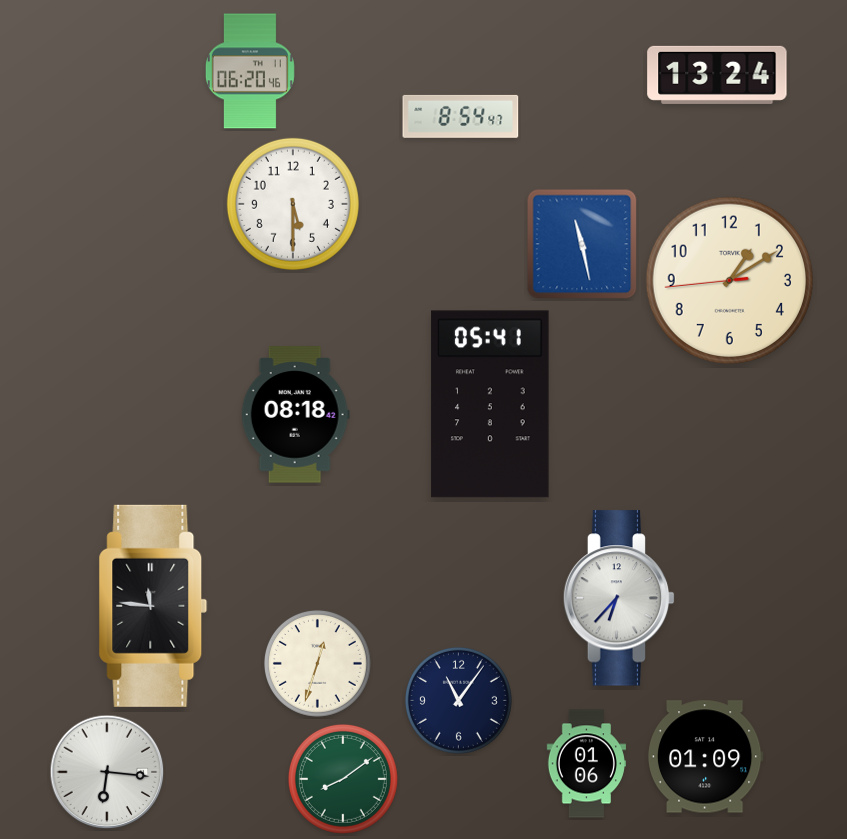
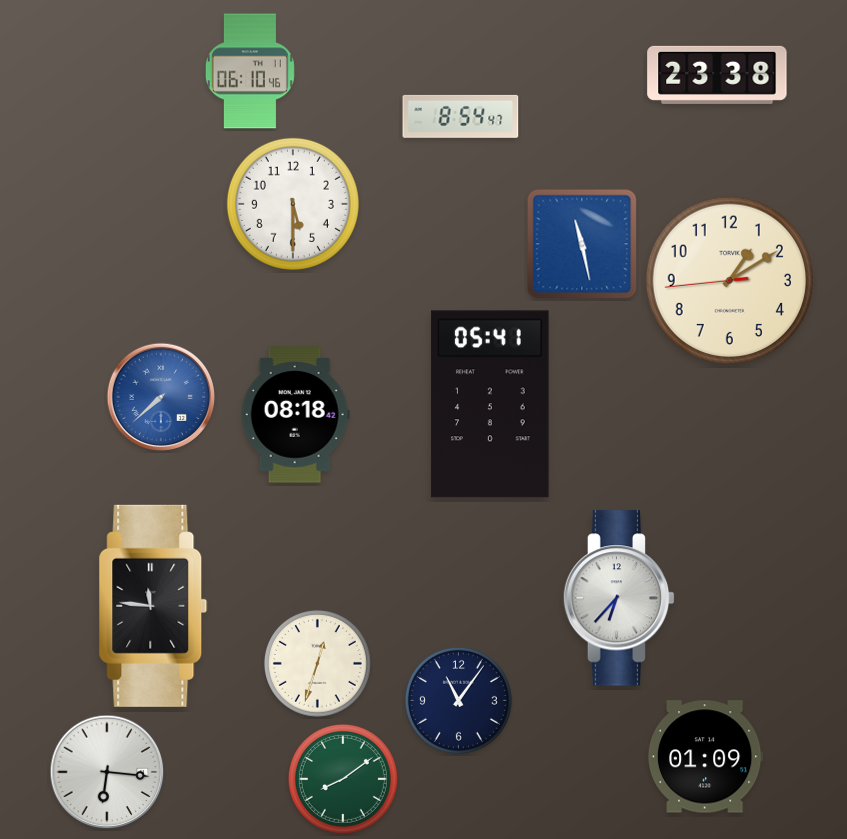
clock at (250, 71): 06:20 -> 06:10
clock at (717, 75): 13:24 -> 23:38
clock at (160, 396): none -> 7:38
clock at (586, 764): 01:06 -> none
